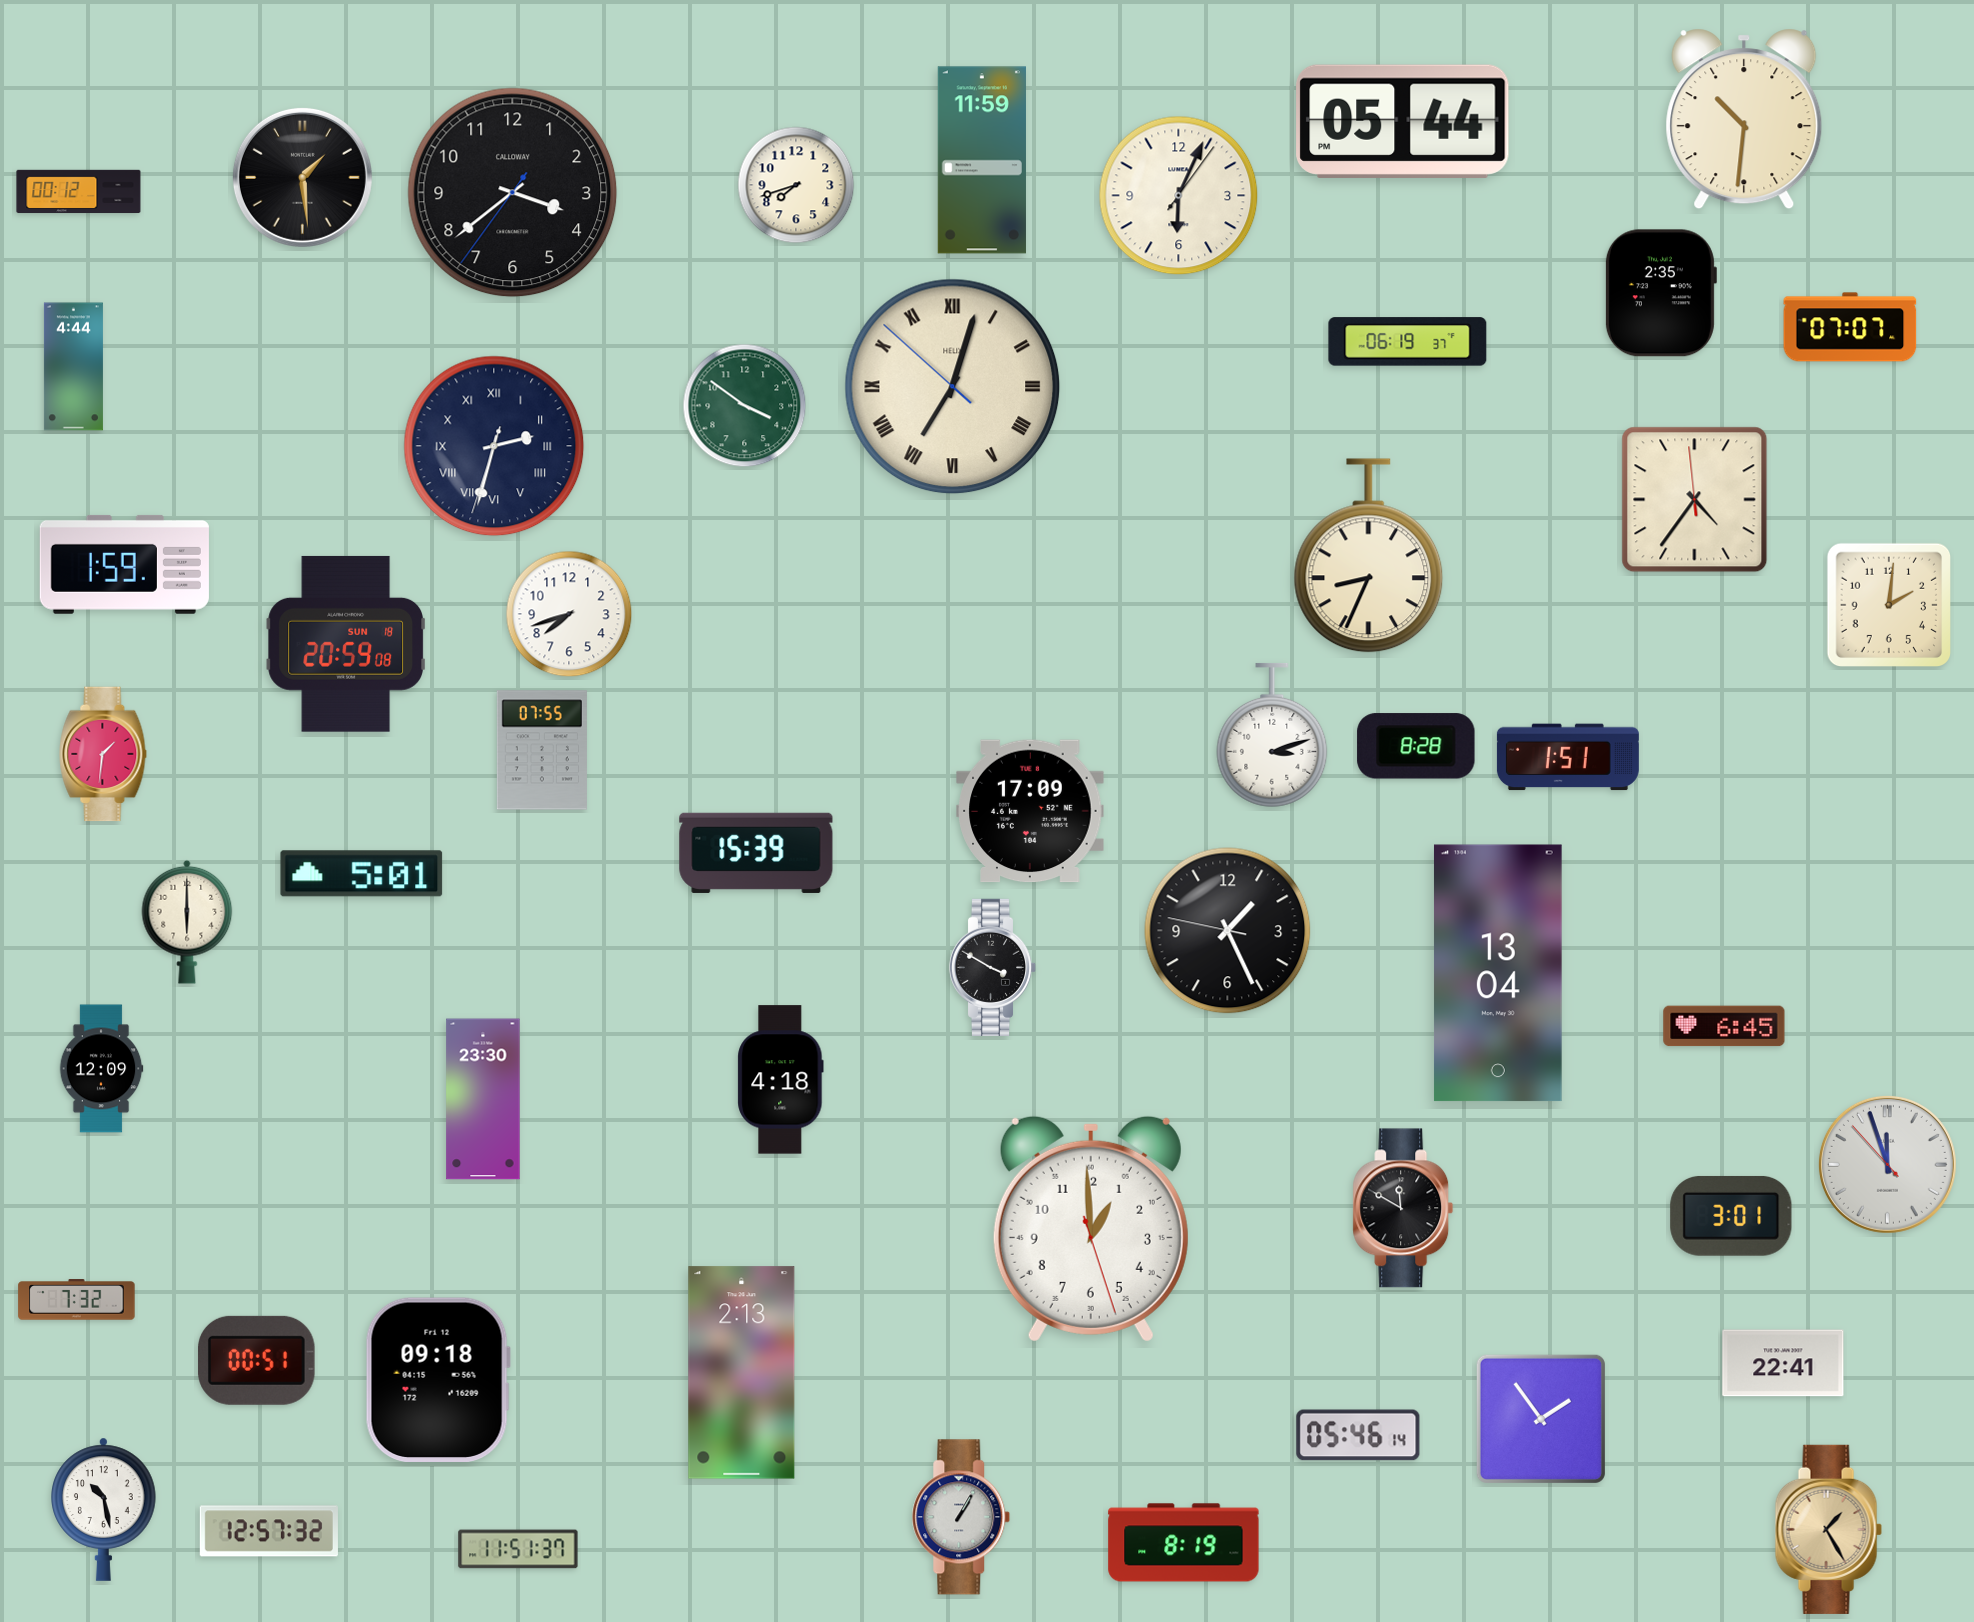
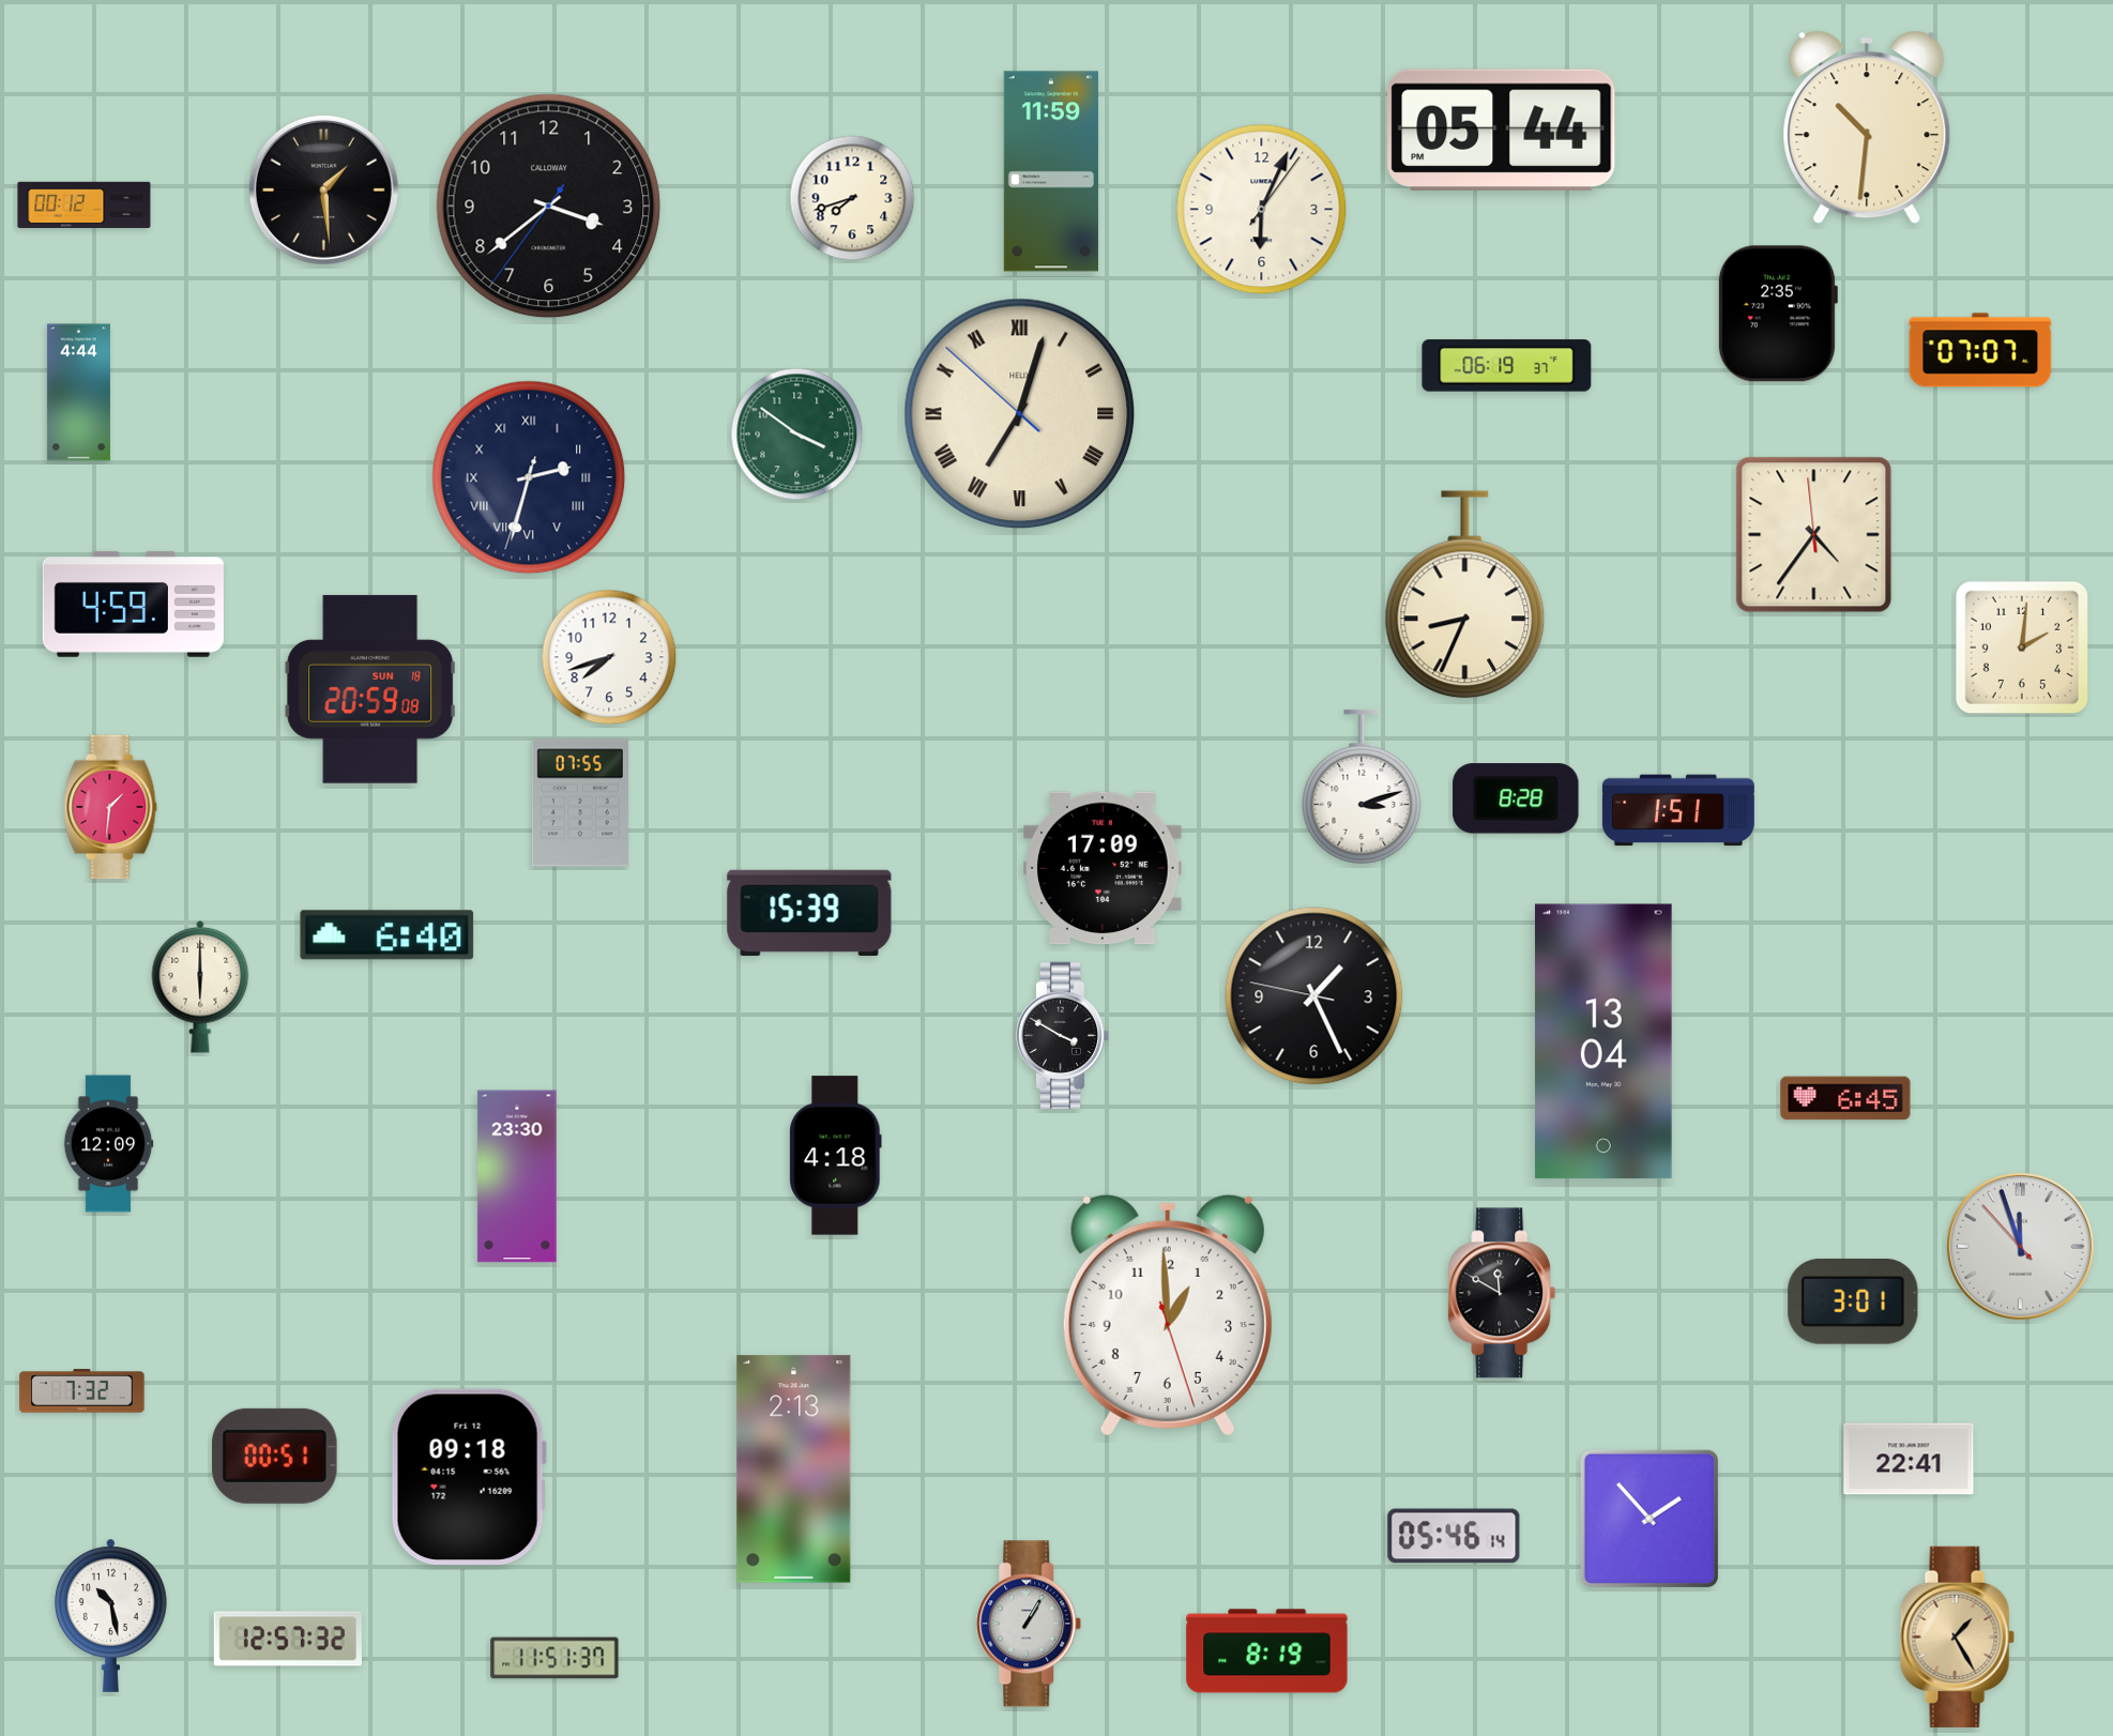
clock at (124, 564): 1:59 -> 4:59
clock at (362, 874): 5:01 -> 6:40
clock at (1541, 1419): 1:54 -> 1:53
